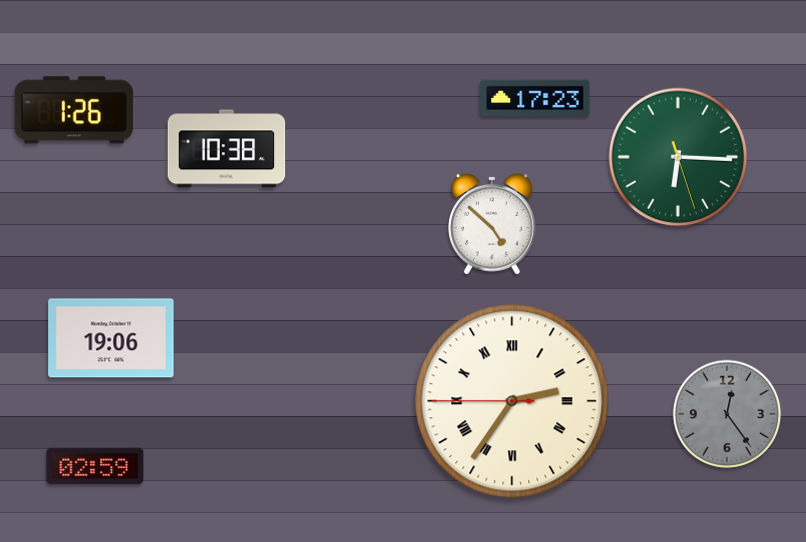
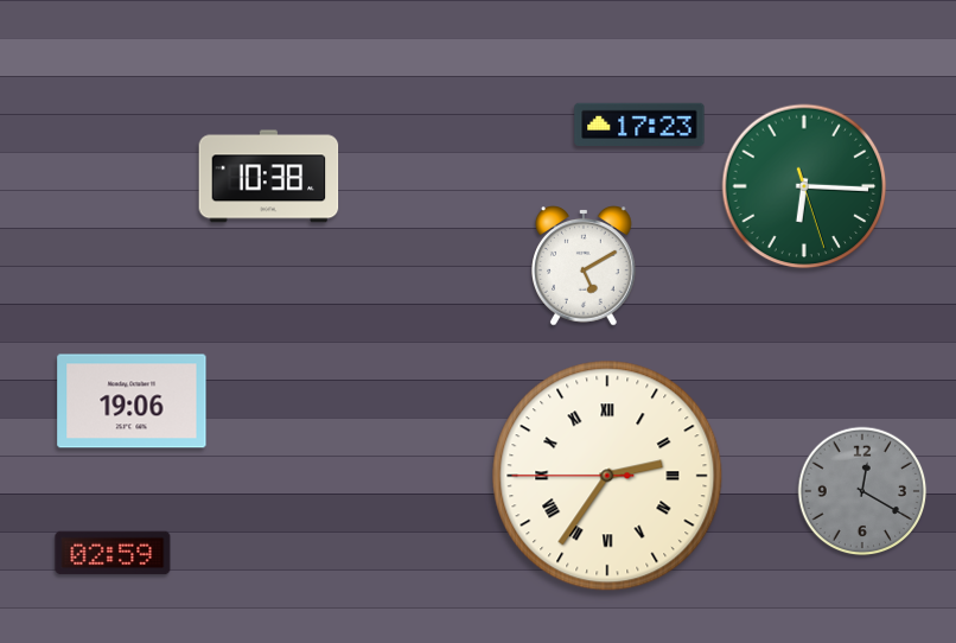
clock at (535, 97) position: (535, 97) -> (639, 123)
clock at (73, 110): 1:26 -> none
clock at (493, 224): 4:52 -> 5:10
clock at (727, 414): 12:24 -> 12:20
